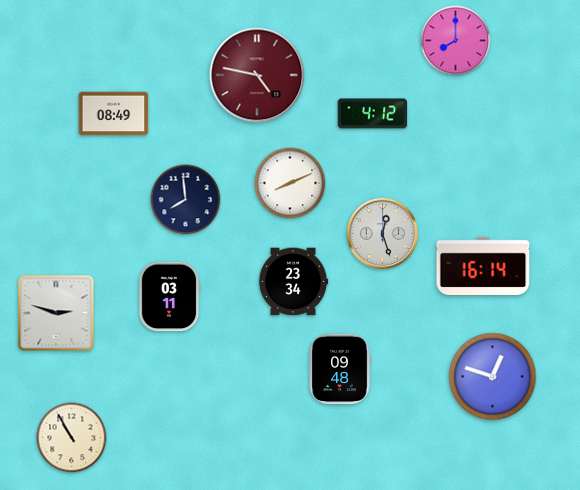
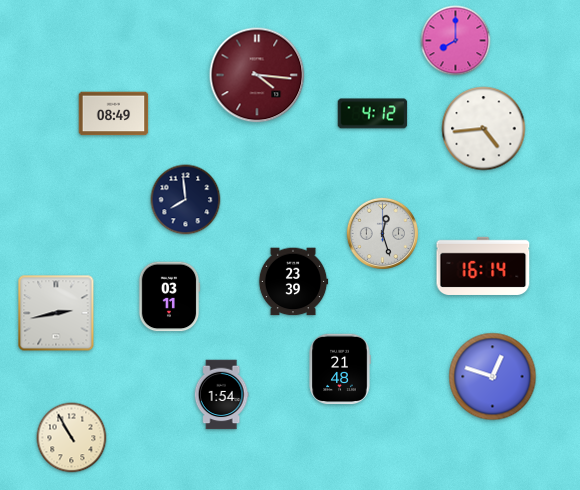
clock at (257, 75): 4:47 -> 4:16
clock at (484, 129): none -> 4:44
clock at (290, 183): 8:11 -> none
clock at (293, 282): 23:34 -> 23:39
clock at (56, 313): 2:48 -> 2:43
clock at (340, 369): 09:48 -> 21:48
clock at (221, 395): none -> 1:54
